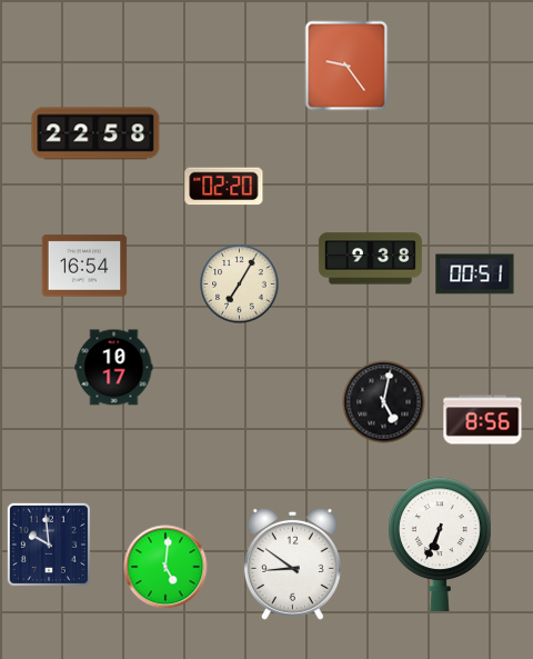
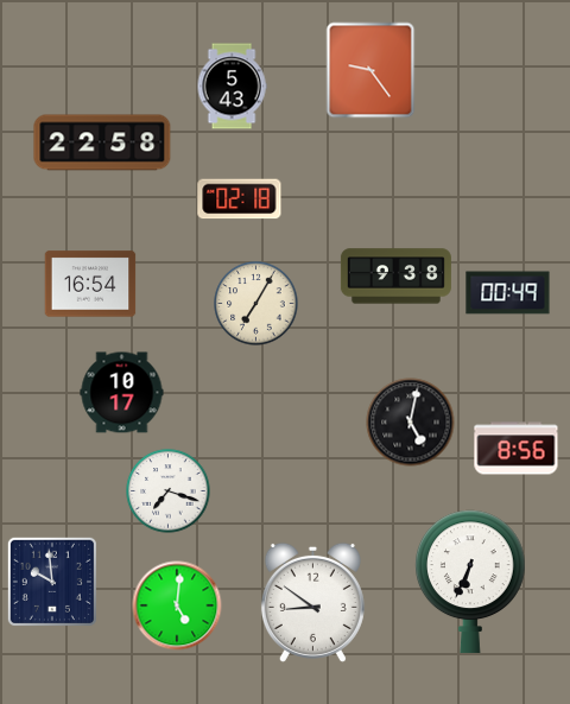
clock at (232, 87): none -> 5:43
clock at (224, 187): 02:20 -> 02:18
clock at (475, 274): 00:51 -> 00:49
clock at (384, 402) position: (384, 402) -> (411, 423)
clock at (169, 491): none -> 7:18
